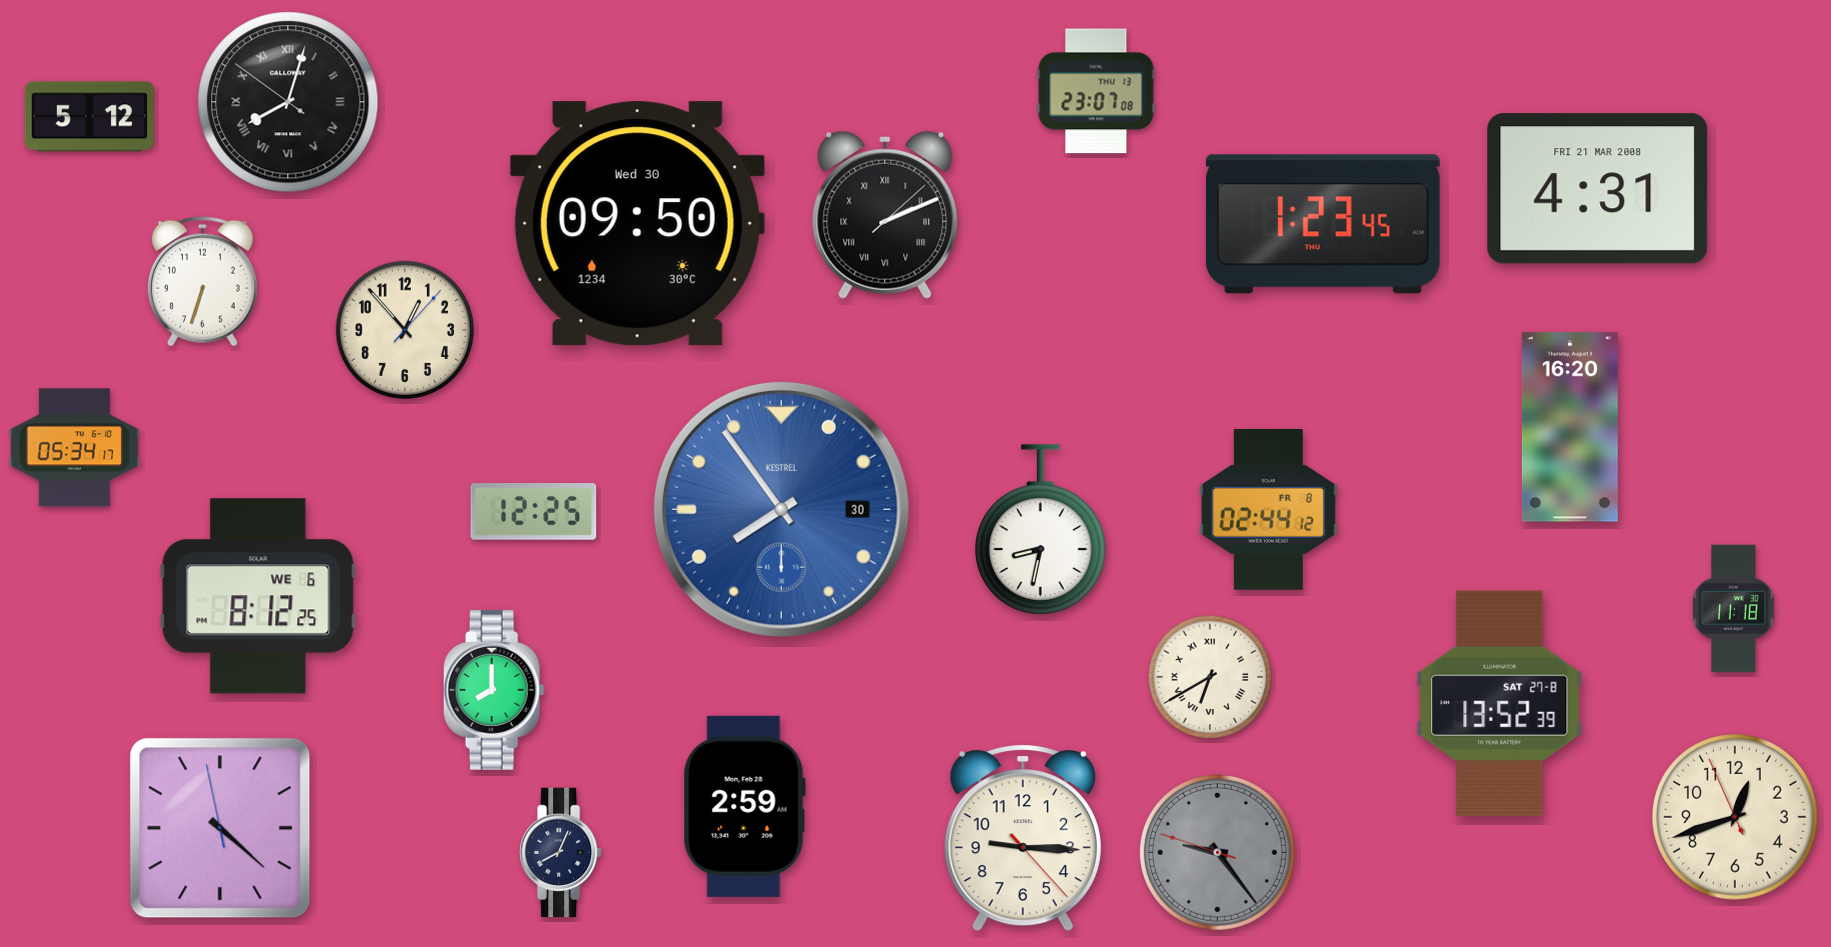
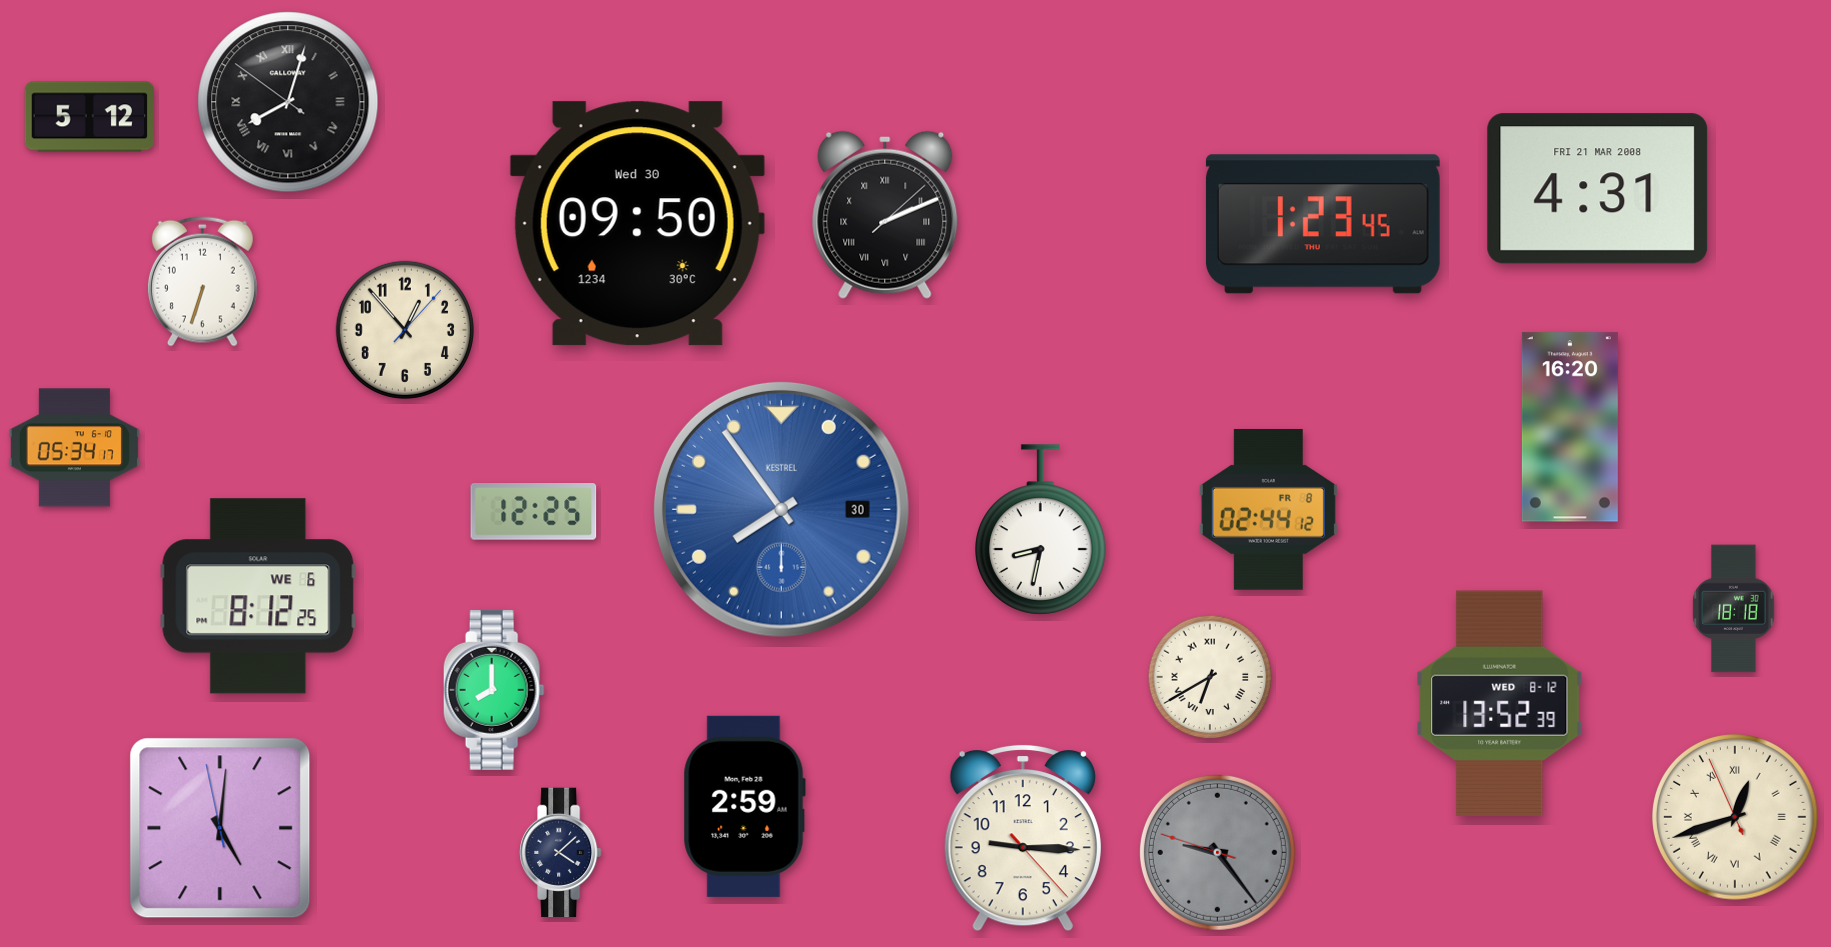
clock at (1096, 91): 23:07 -> none
clock at (1734, 609): 11:18 -> 18:18
clock at (1500, 703) date: SAT 27-8 -> WED 8-12
clock at (1736, 818) numerals: Arabic -> Roman
clock at (220, 828): 4:21 -> 5:00
clock at (561, 853): 8:04 -> 4:08
